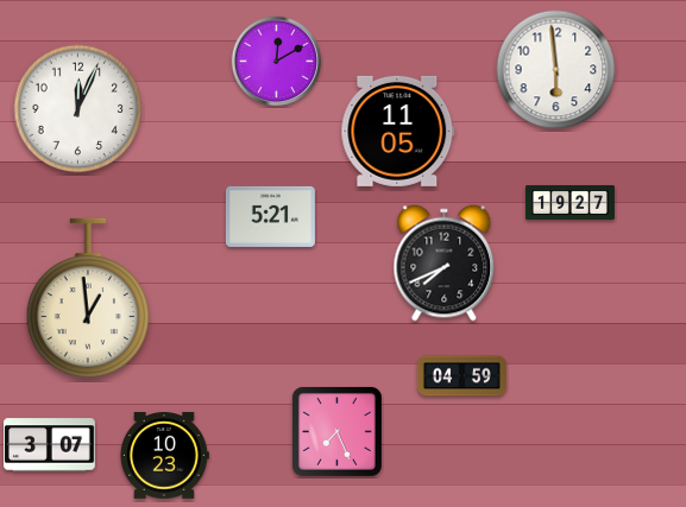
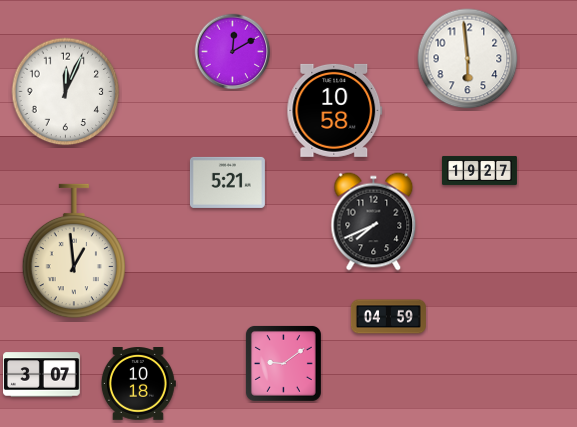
clock at (398, 131): 11:05 -> 10:58
clock at (336, 431): 7:26 -> 9:09
clock at (164, 456): 10:23 -> 10:18
